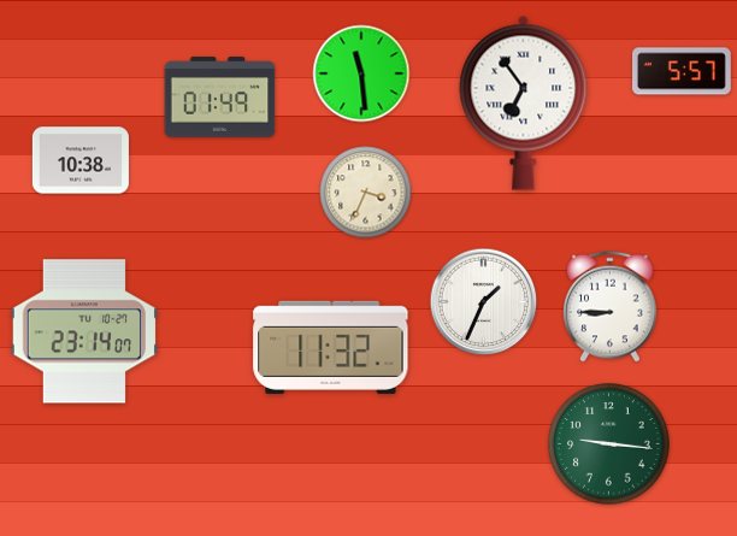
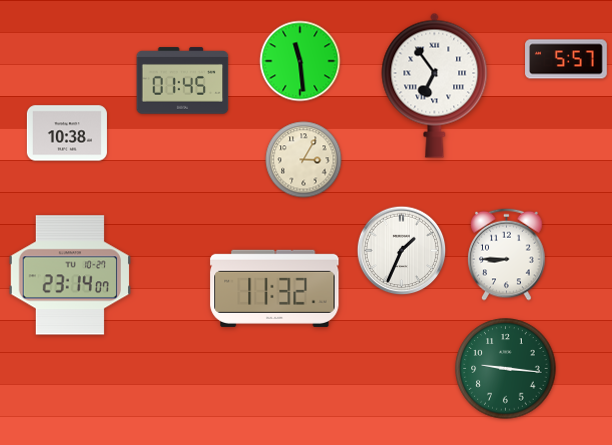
clock at (220, 98): 01:49 -> 01:45
clock at (366, 193): 3:34 -> 3:05
